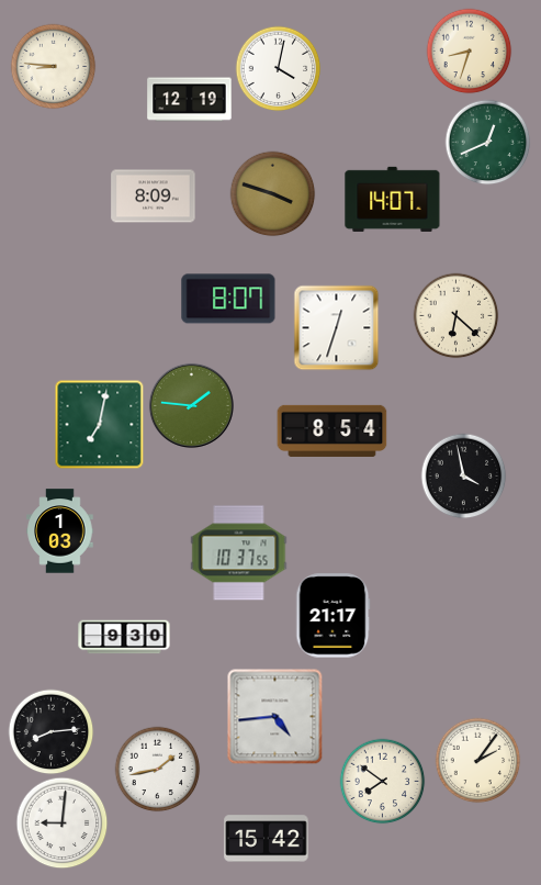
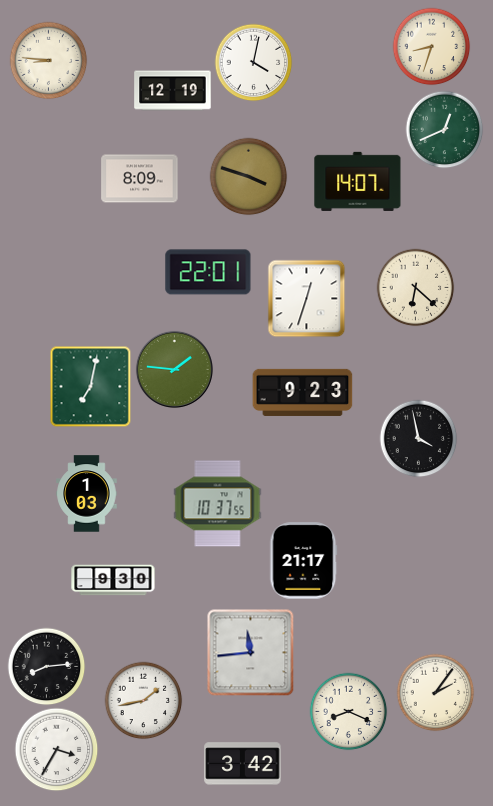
clock at (469, 51) position: (469, 51) -> (431, 46)
clock at (228, 299): 8:07 -> 22:01
clock at (333, 430): 8:54 -> 9:23
clock at (463, 475) position: (463, 475) -> (418, 438)
clock at (60, 531) position: (60, 531) -> (87, 494)
clock at (274, 716): 4:44 -> 11:44
clock at (382, 781): 7:51 -> 8:19
clock at (61, 822): 9:01 -> 3:35
clock at (267, 839): 15:42 -> 3:42
